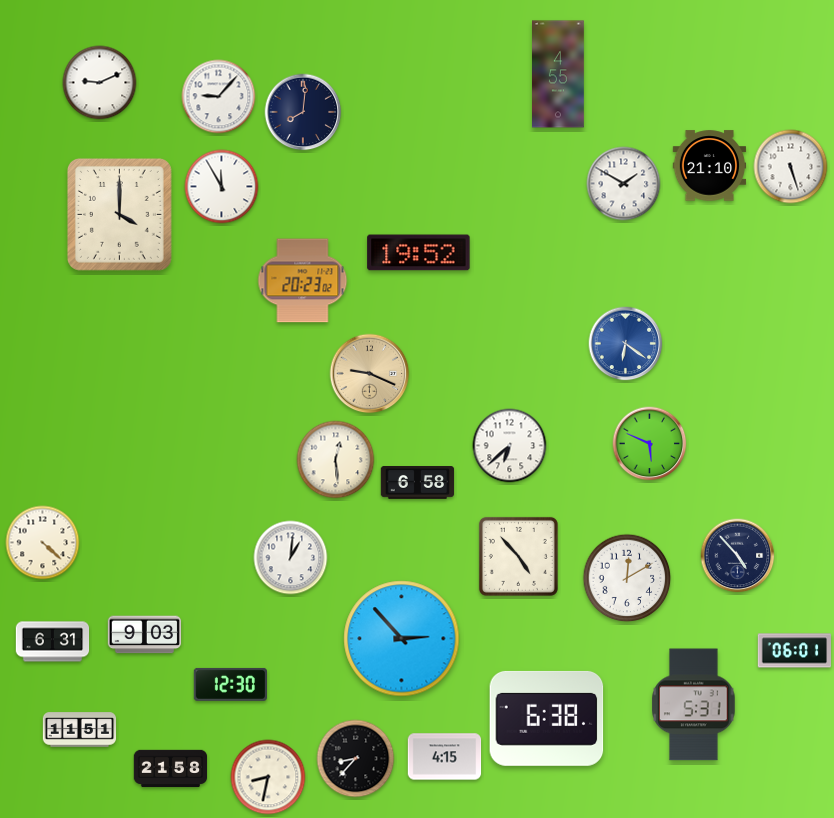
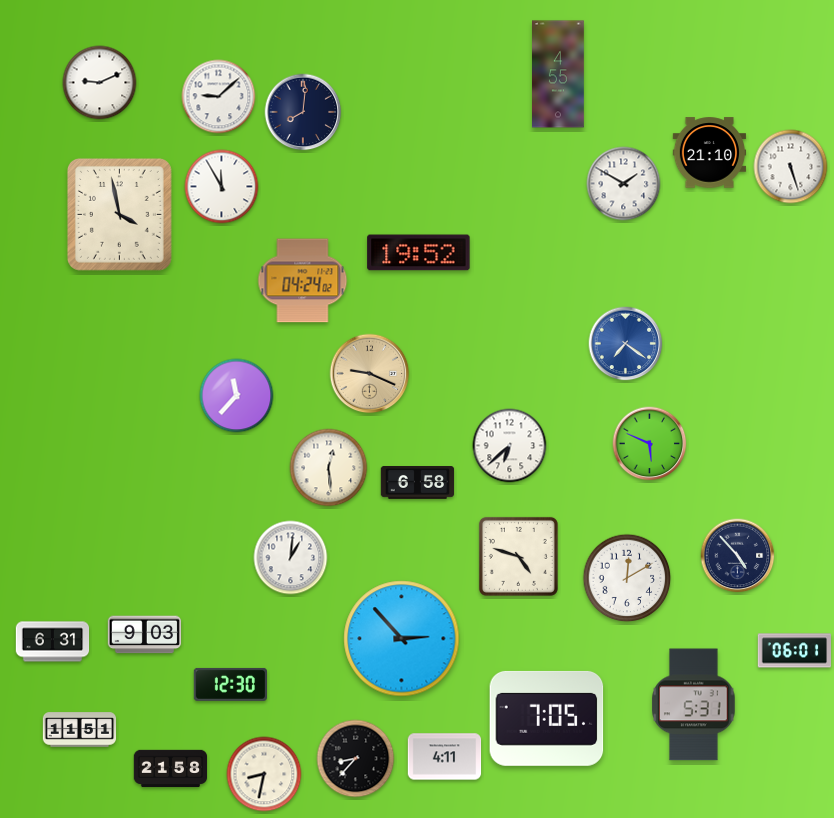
clock at (219, 97): 9:07 -> 9:08
clock at (710, 166) position: (710, 166) -> (710, 153)
clock at (119, 214): 4:00 -> 3:58
clock at (303, 281): 20:23 -> 04:24
clock at (626, 344): 6:21 -> 7:21
clock at (237, 396): none -> 11:37
clock at (336, 460) position: (336, 460) -> (329, 468)
clock at (43, 543): 4:22 -> none
clock at (518, 556): 4:53 -> 4:48
clock at (547, 718): 6:38 -> 7:05
clock at (445, 757): 4:15 -> 4:11
clock at (268, 777) position: (268, 777) -> (264, 774)
